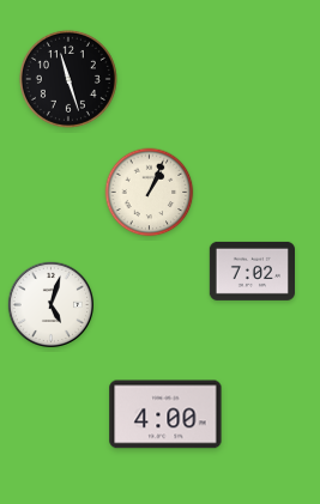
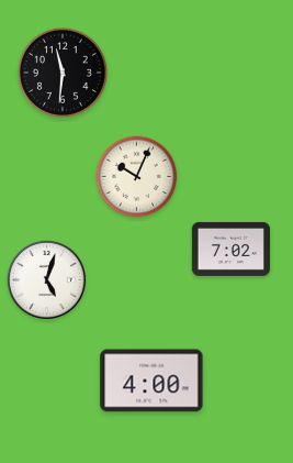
clock at (68, 79): 11:27 -> 11:31
clock at (150, 193): 1:04 -> 10:04
